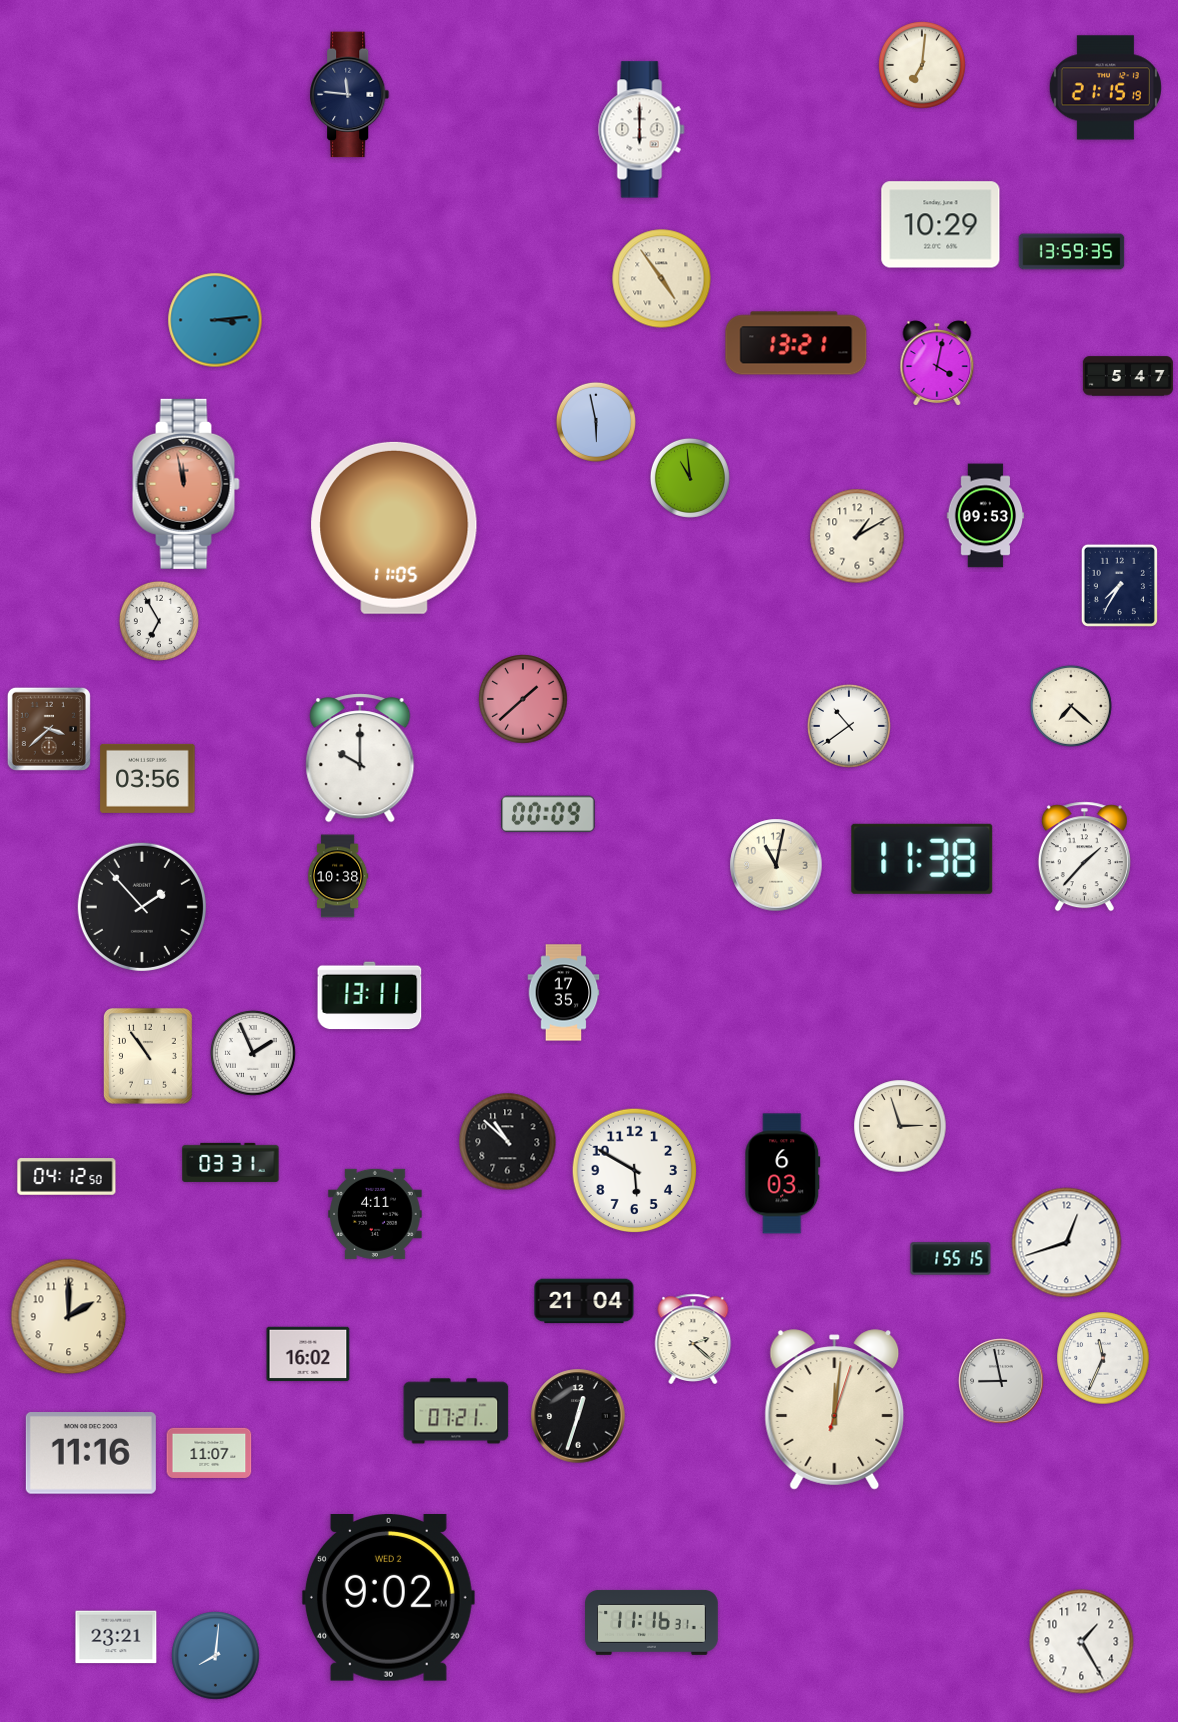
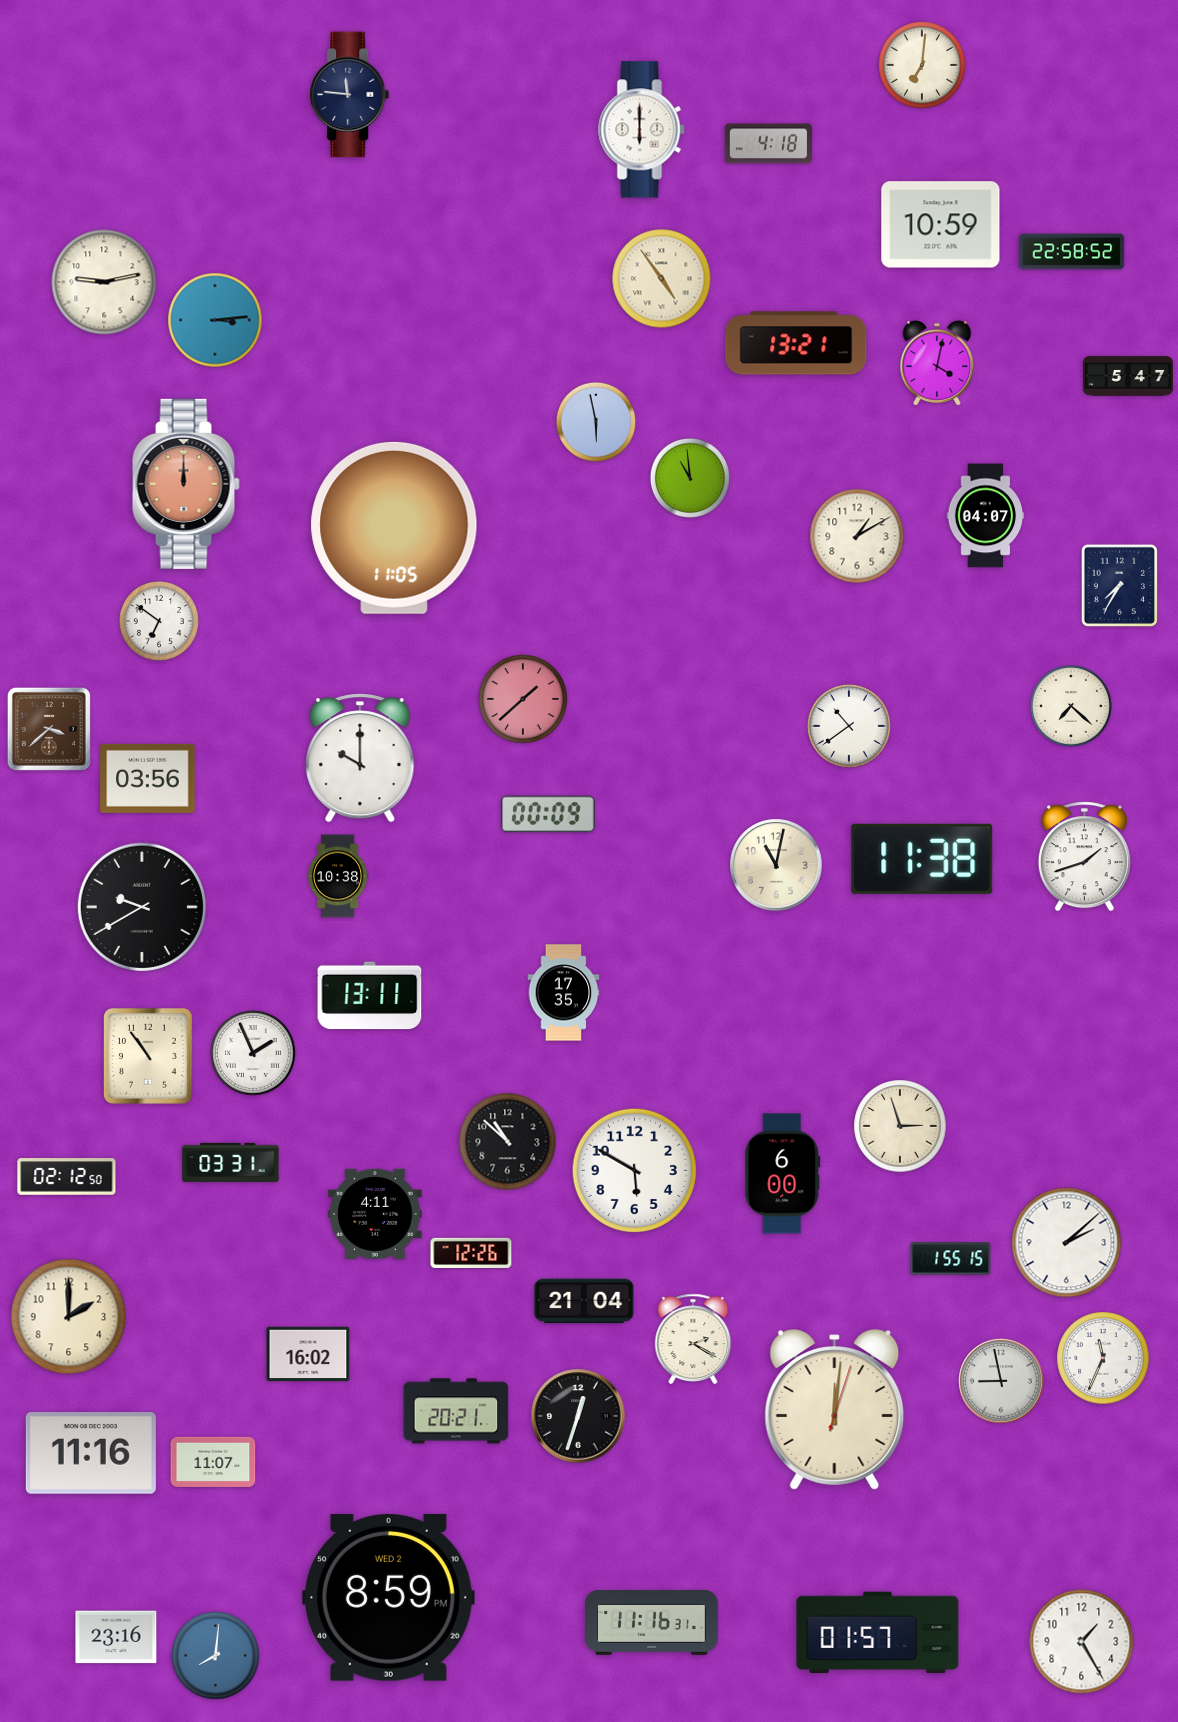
clock at (1105, 88): 21:15 -> none
clock at (769, 144): none -> 4:18
clock at (941, 225): 10:29 -> 10:59
clock at (1072, 252): 13:59 -> 22:58
clock at (104, 282): none -> 9:13
clock at (186, 484): 11:58 -> 12:00
clock at (986, 516): 09:53 -> 04:07
clock at (159, 621): 6:55 -> 6:51
clock at (1084, 857): 1:37 -> 1:42
clock at (142, 907): 1:53 -> 9:40
clock at (783, 1174): 6:03 -> 6:00
clock at (67, 1177): 04:12 -> 02:12
clock at (1067, 1243): 12:42 -> 2:08
clock at (471, 1252): none -> 12:26
clock at (693, 1338): 2:22 -> 2:20
clock at (456, 1411): 07:21 -> 20:21
clock at (209, 1453) position: (209, 1453) -> (213, 1462)
clock at (388, 1598): 9:02 -> 8:59
clock at (878, 1633): none -> 01:57
clock at (116, 1637): 23:21 -> 23:16
